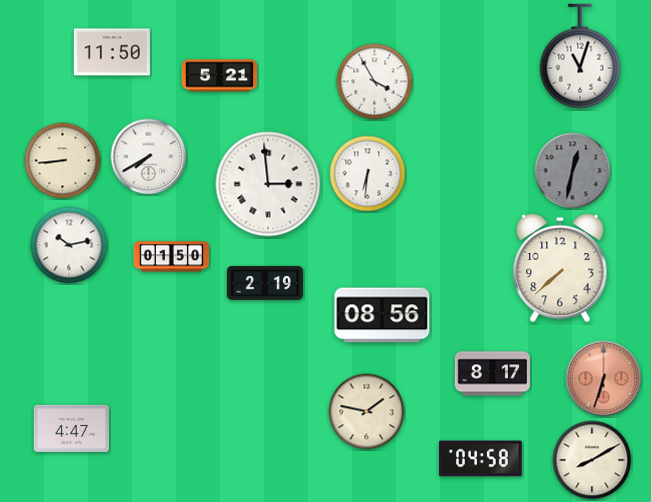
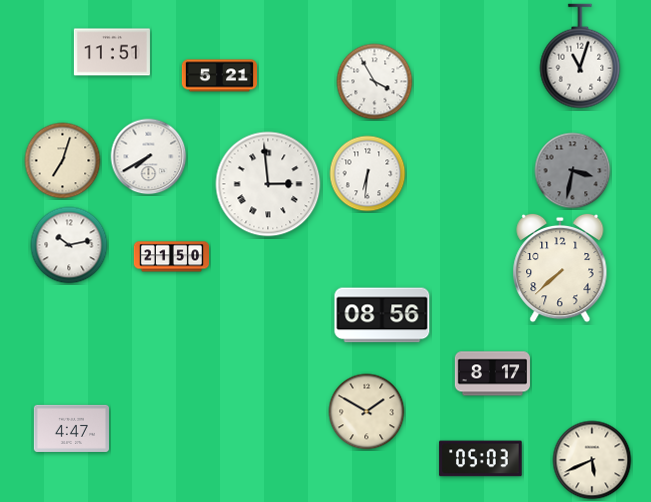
clock at (112, 52): 11:50 -> 11:51
clock at (63, 161): 8:44 -> 7:03
clock at (573, 171): 12:32 -> 3:32
clock at (171, 257): 01:50 -> 21:50
clock at (265, 283): 2:19 -> none
clock at (604, 379): 6:33 -> none
clock at (367, 412): 1:47 -> 1:50
clock at (481, 459): 04:58 -> 05:03
clock at (592, 460): 8:10 -> 5:41
